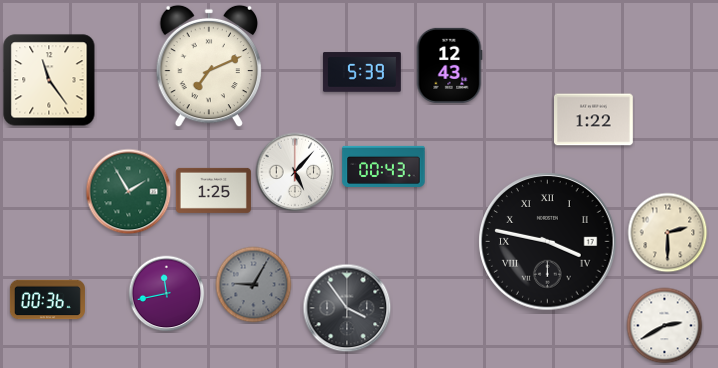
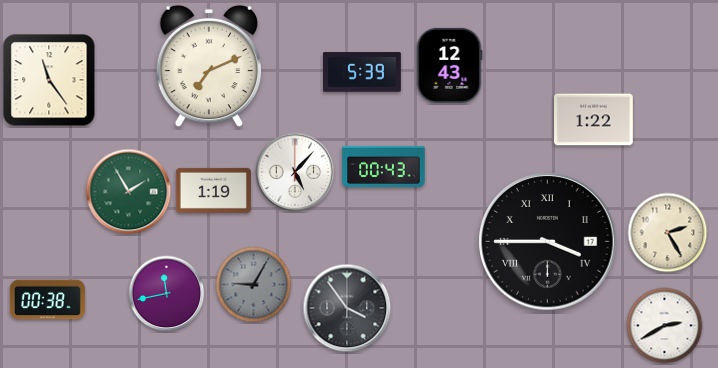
clock at (213, 190): 1:25 -> 1:19
clock at (668, 233): 2:30 -> 2:25
clock at (548, 242): 3:47 -> 3:45
clock at (47, 300): 00:36 -> 00:38
